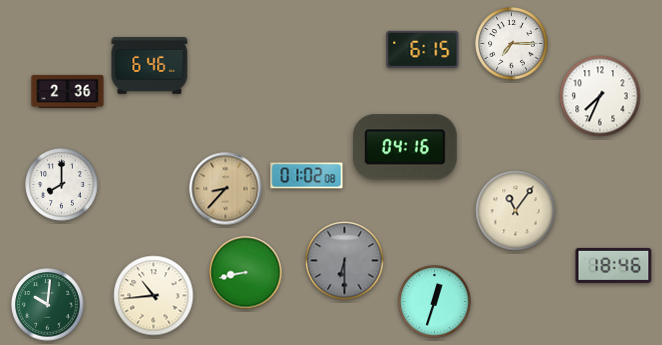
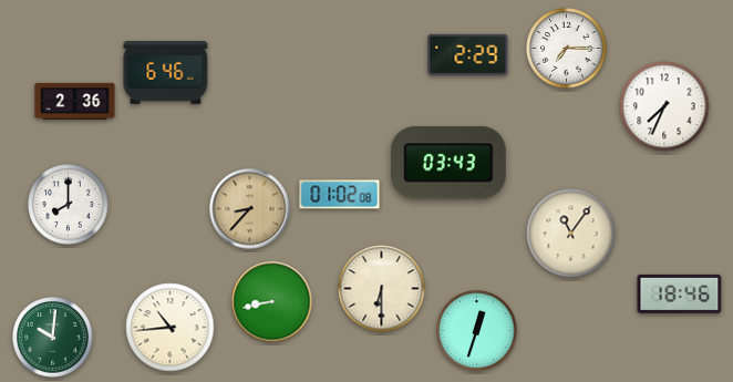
clock at (423, 49): 6:15 -> 2:29
clock at (405, 147): 04:16 -> 03:43
clock at (345, 261) dial: grey -> cream
clock at (435, 302) position: (435, 302) -> (477, 331)
